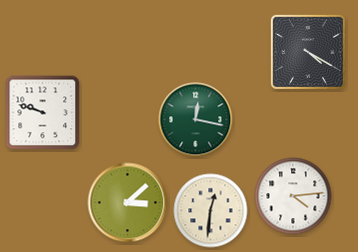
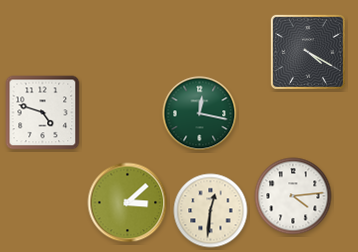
clock at (43, 113): 9:48 -> 4:48
clock at (196, 120) position: (196, 120) -> (200, 114)
